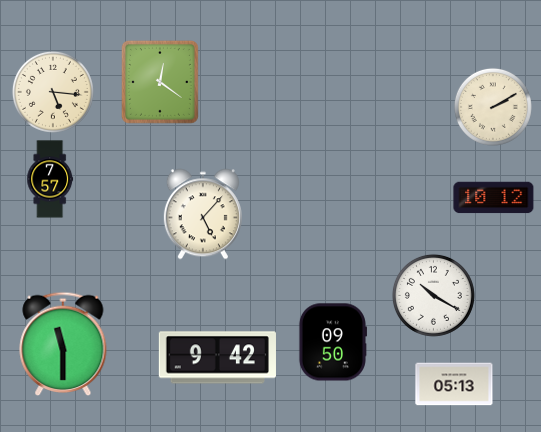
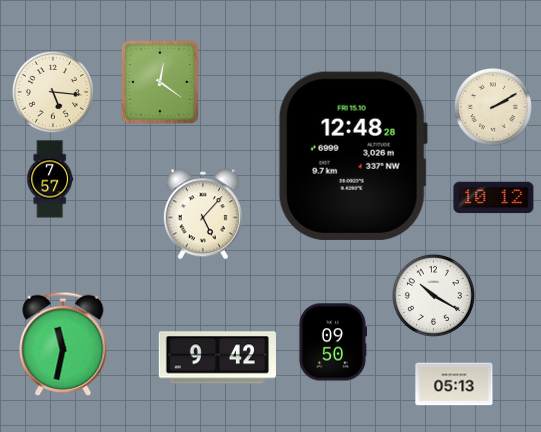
clock at (353, 156): none -> 12:48
clock at (63, 343): 11:30 -> 11:32
